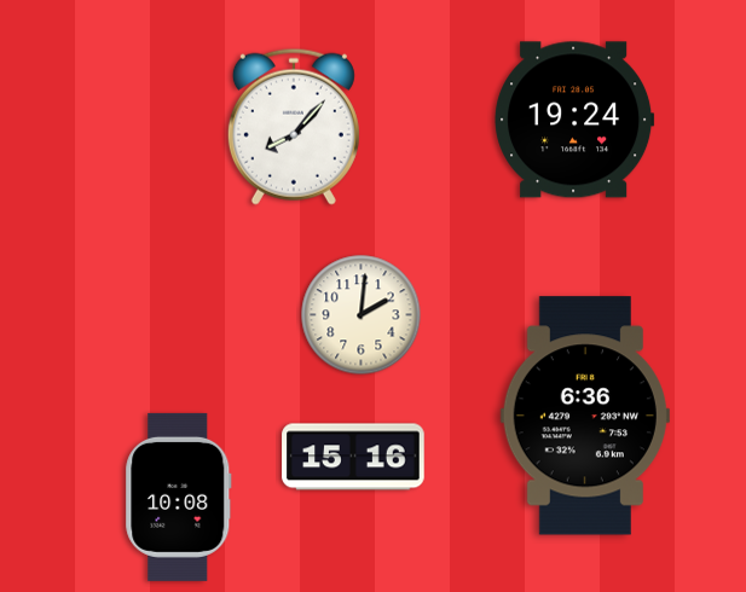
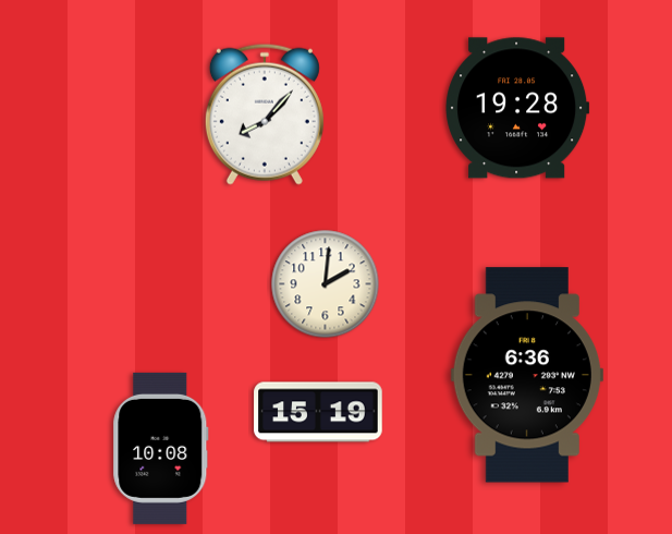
clock at (574, 120): 19:24 -> 19:28
clock at (353, 457): 15:16 -> 15:19
